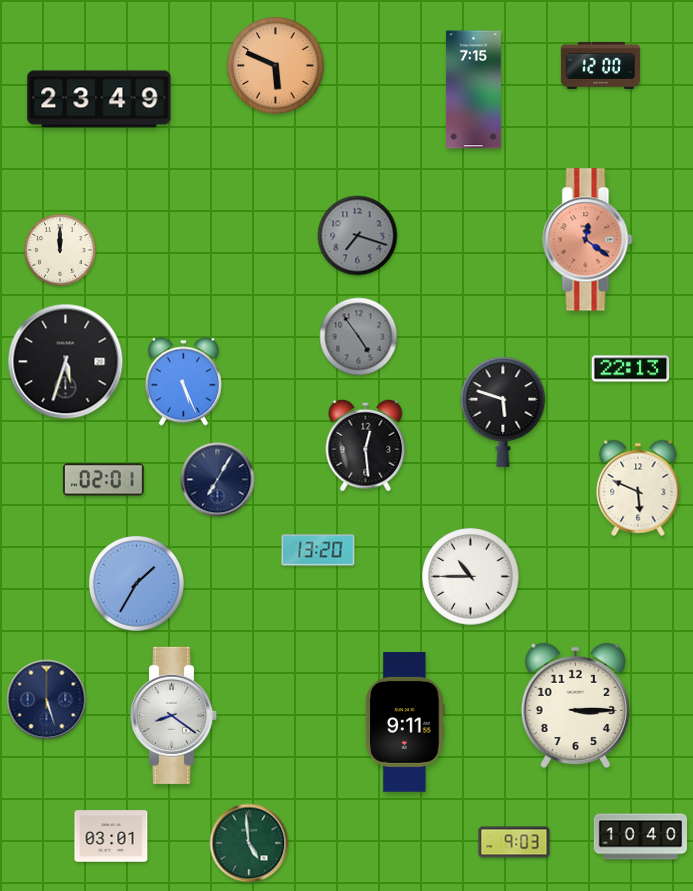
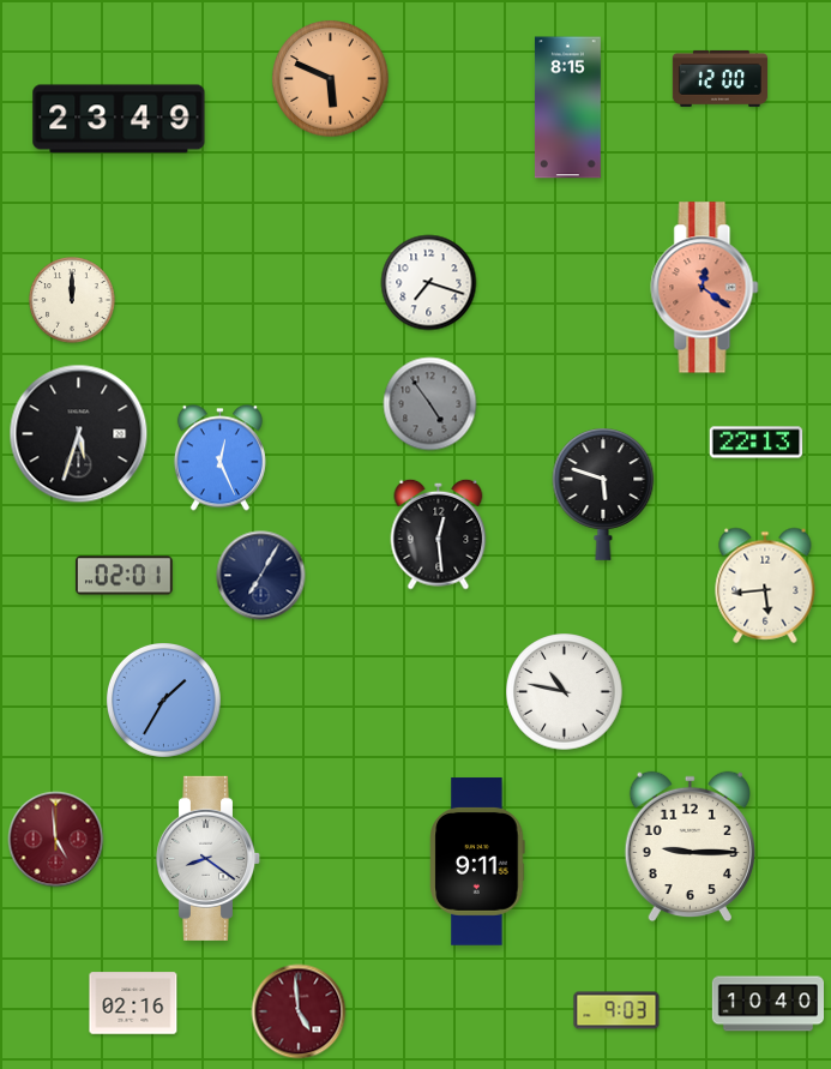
clock at (473, 90): 7:15 -> 8:15
clock at (358, 236) dial: grey -> white
clock at (183, 382): 5:26 -> 12:26
clock at (638, 488): 5:49 -> 5:44
clock at (318, 550): 13:20 -> none
clock at (471, 577): 10:45 -> 10:47
clock at (47, 700): 5:27 -> 4:59
clock at (47, 700) dial: navy -> burgundy
clock at (575, 706): 3:15 -> 9:15
clock at (405, 722) position: (405, 722) -> (477, 861)
clock at (111, 836): 03:01 -> 02:16
clock at (249, 843) dial: green -> burgundy
